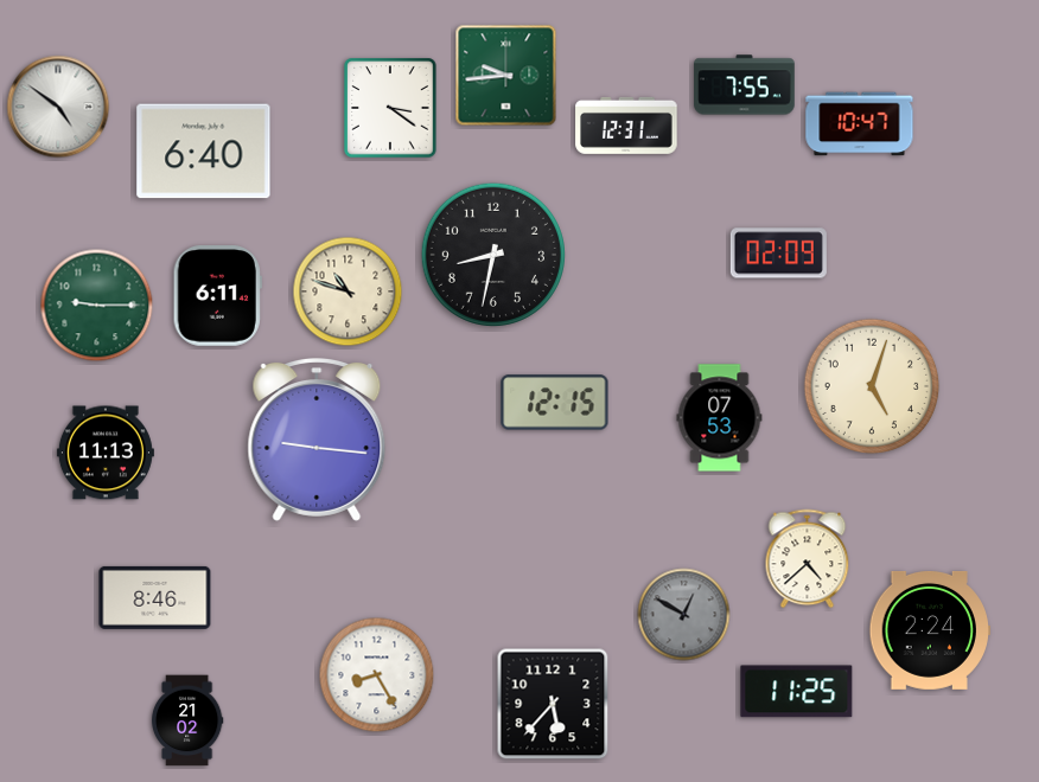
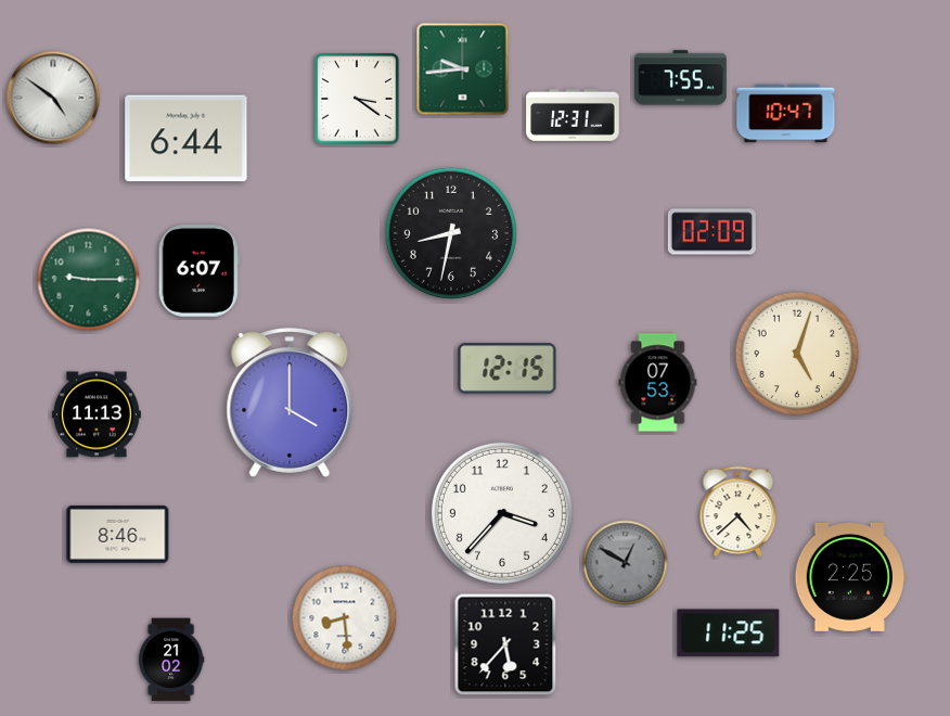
clock at (204, 152): 6:40 -> 6:44
clock at (348, 291): 10:48 -> none
clock at (217, 296): 6:11 -> 6:07
clock at (317, 441): 9:16 -> 4:00
clock at (502, 513): none -> 3:37
clock at (155, 597) position: (155, 597) -> (118, 534)
clock at (930, 630): 2:24 -> 2:25
clock at (377, 675): 8:25 -> 8:29
